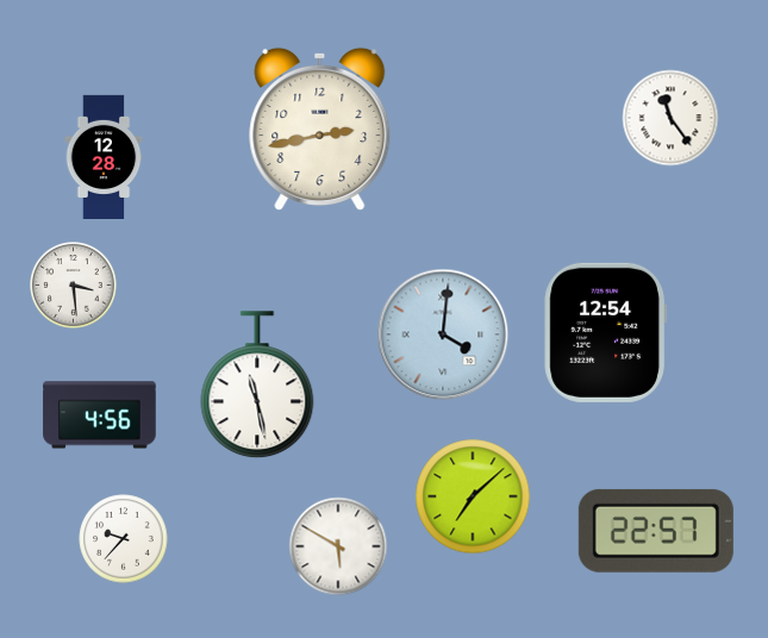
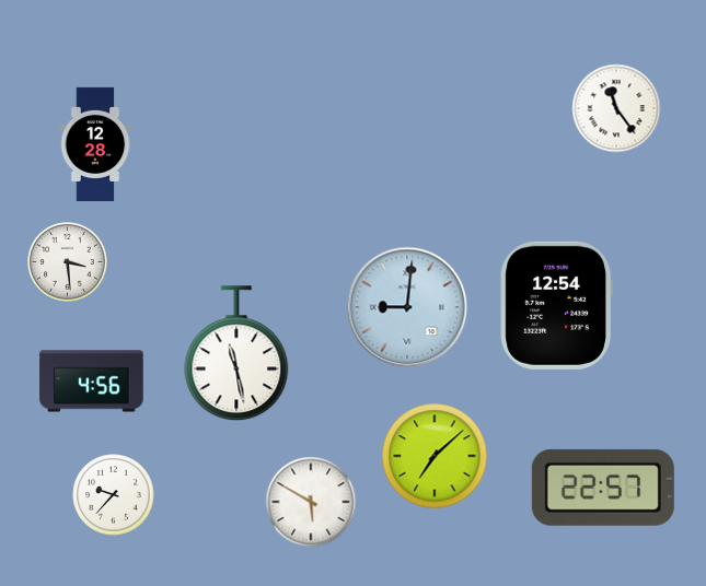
clock at (320, 129): 2:43 -> none
clock at (443, 334): 4:01 -> 9:01
